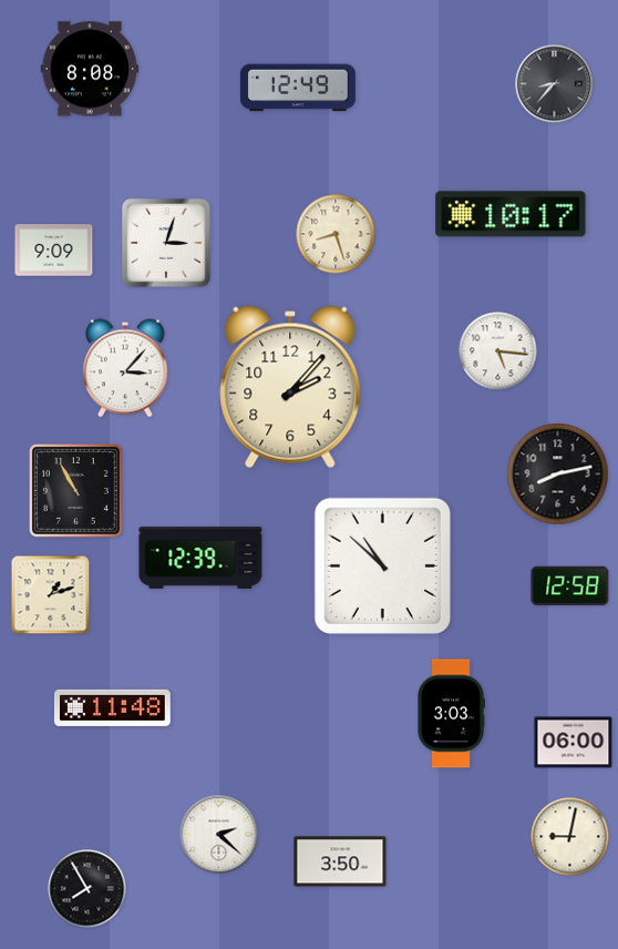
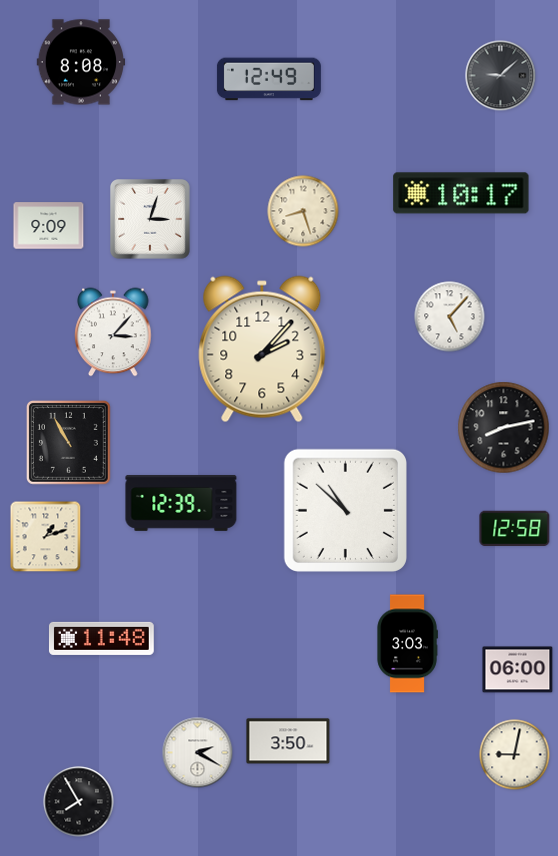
clock at (555, 84): 8:37 -> 9:08
clock at (498, 351): 5:16 -> 5:07
clock at (219, 835): 2:22 -> 2:20
clock at (340, 861) position: (340, 861) -> (288, 741)
